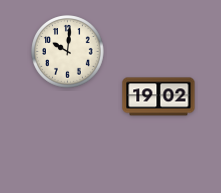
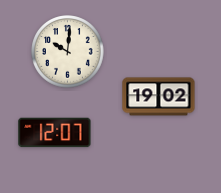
clock at (55, 133): none -> 12:07
